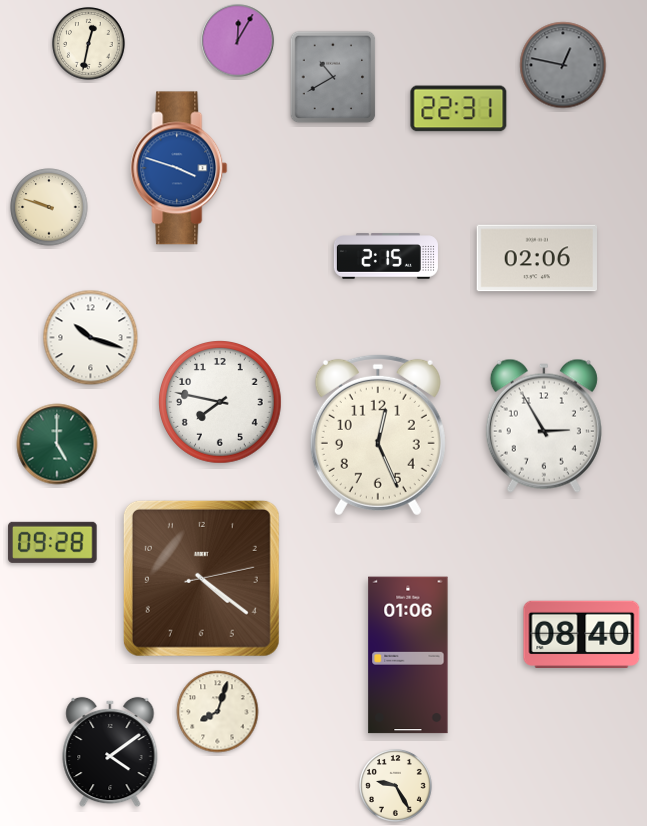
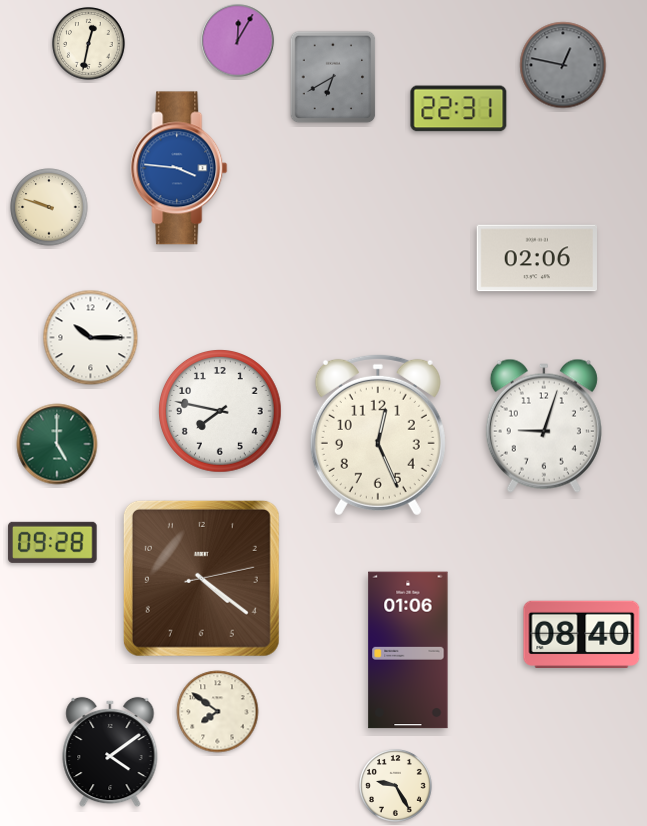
clock at (333, 77): 10:40 -> 6:40
clock at (179, 168): 3:48 -> 3:46
clock at (386, 256): 2:15 -> none
clock at (91, 338): 10:18 -> 10:15
clock at (221, 403) position: (221, 403) -> (221, 412)
clock at (544, 426): 2:55 -> 9:03
clock at (408, 655) position: (408, 655) -> (408, 650)
clock at (218, 712): 8:03 -> 7:51
